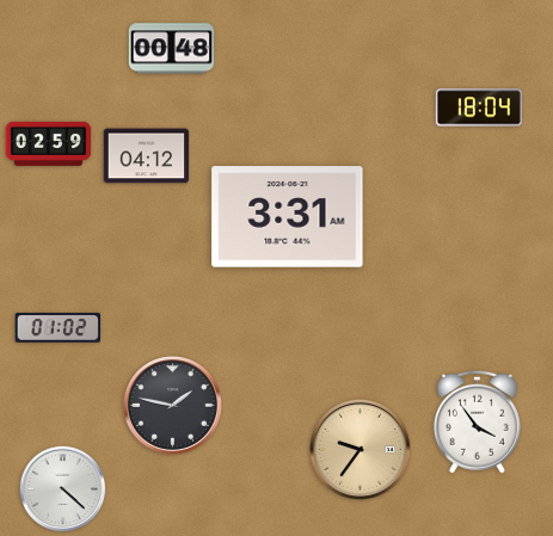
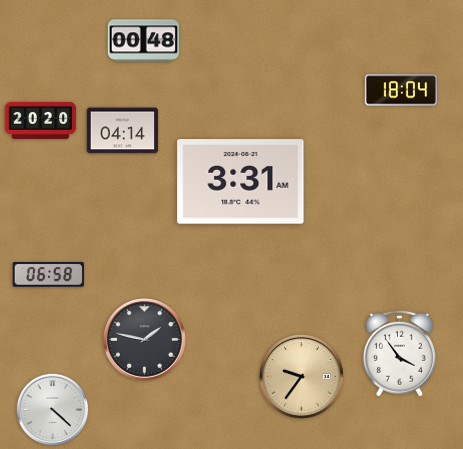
clock at (49, 143): 02:59 -> 20:20
clock at (147, 156): 04:12 -> 04:14
clock at (57, 328): 01:02 -> 06:58
